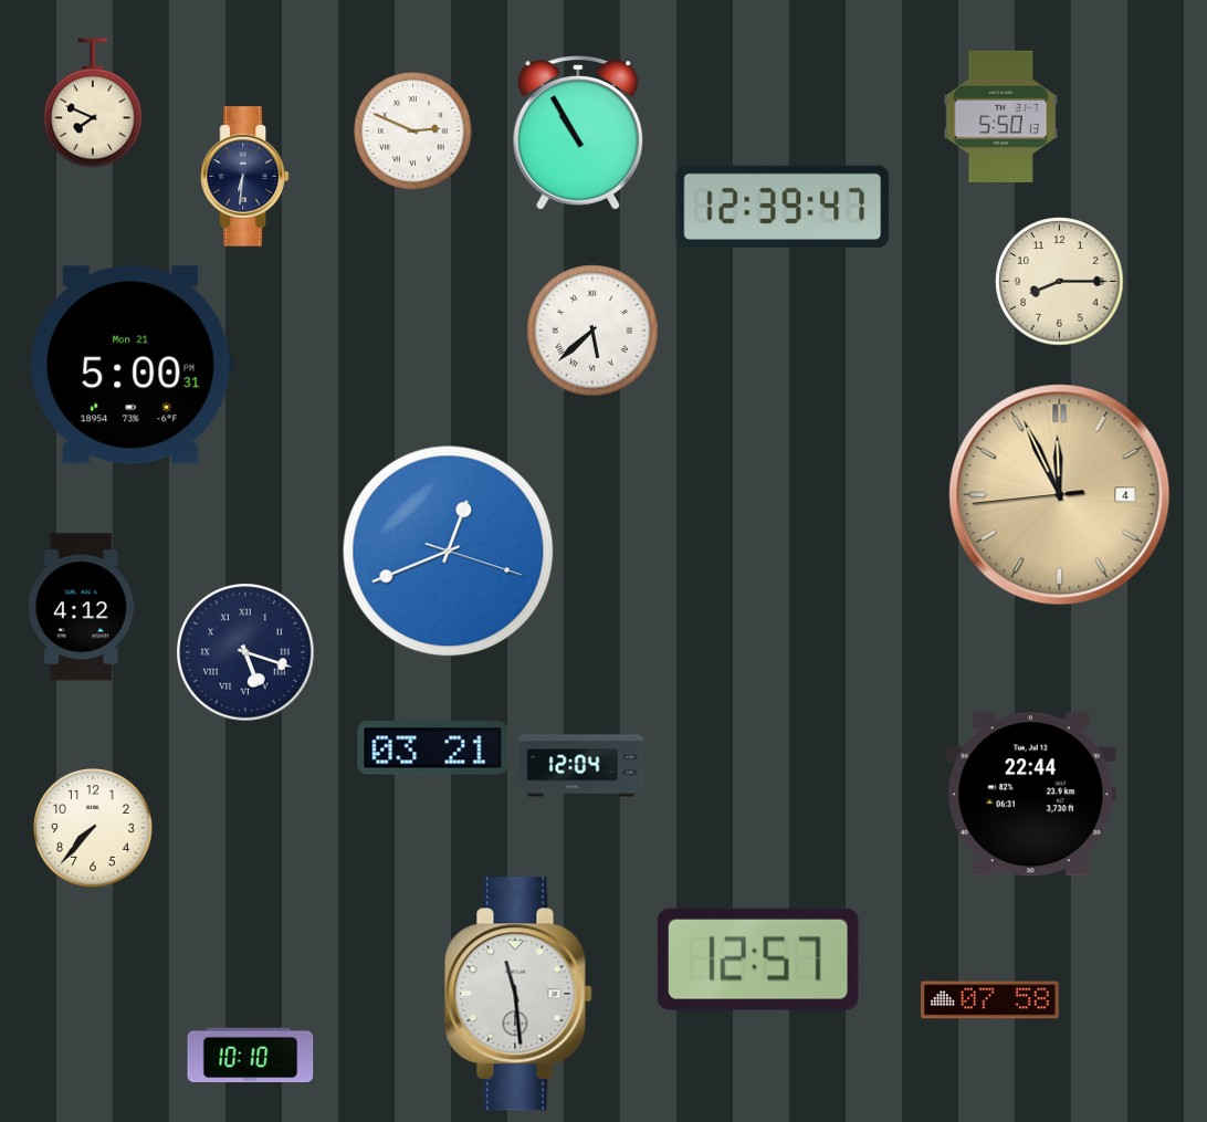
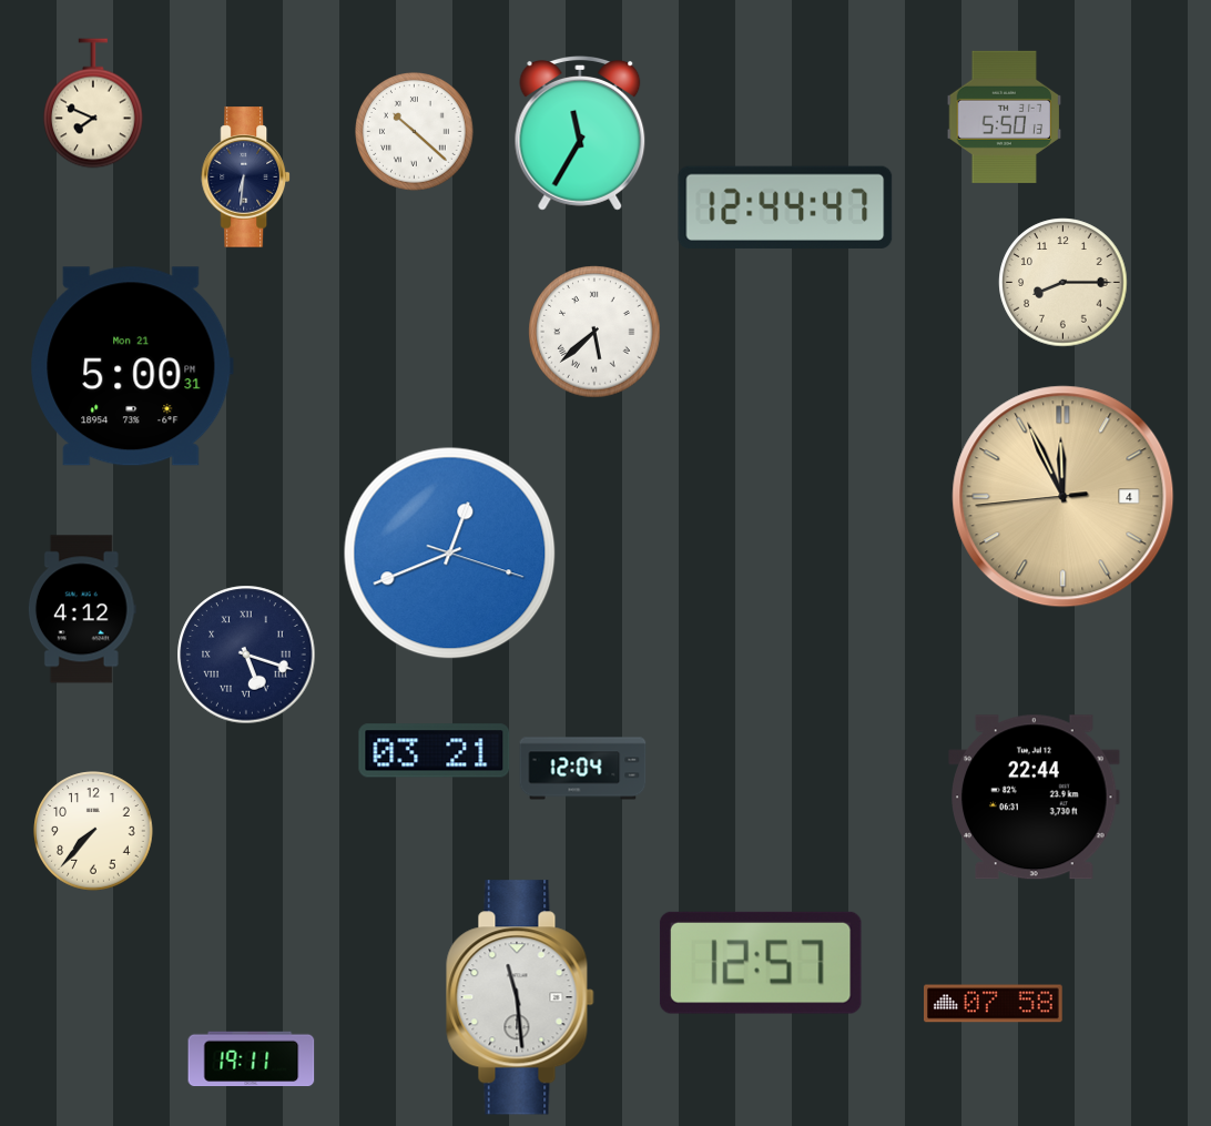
clock at (413, 132): 2:49 -> 10:22
clock at (578, 134): 10:55 -> 11:35
clock at (783, 207): 12:39 -> 12:44
clock at (251, 1056): 10:10 -> 19:11
